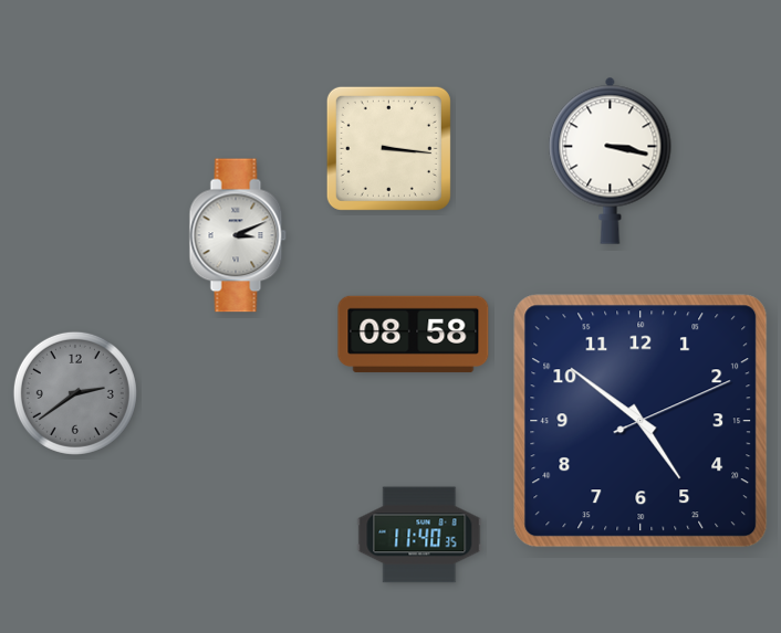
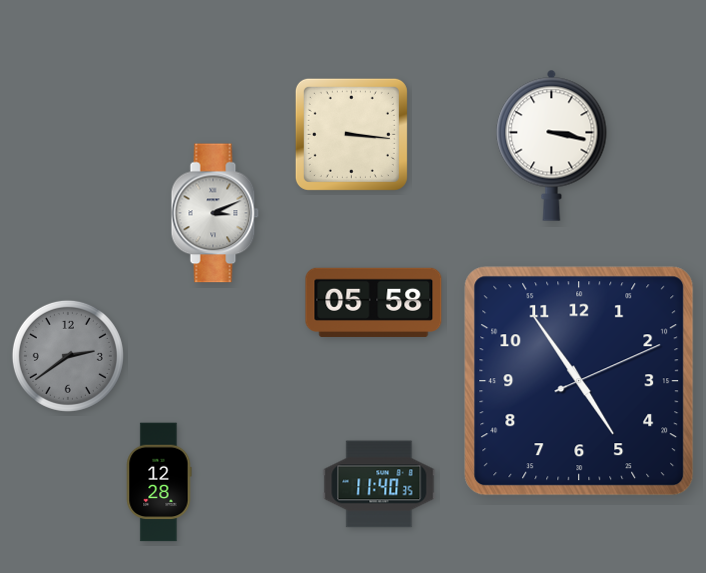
clock at (414, 334): 08:58 -> 05:58
clock at (641, 421): 4:51 -> 4:54
clock at (159, 482): none -> 12:28
